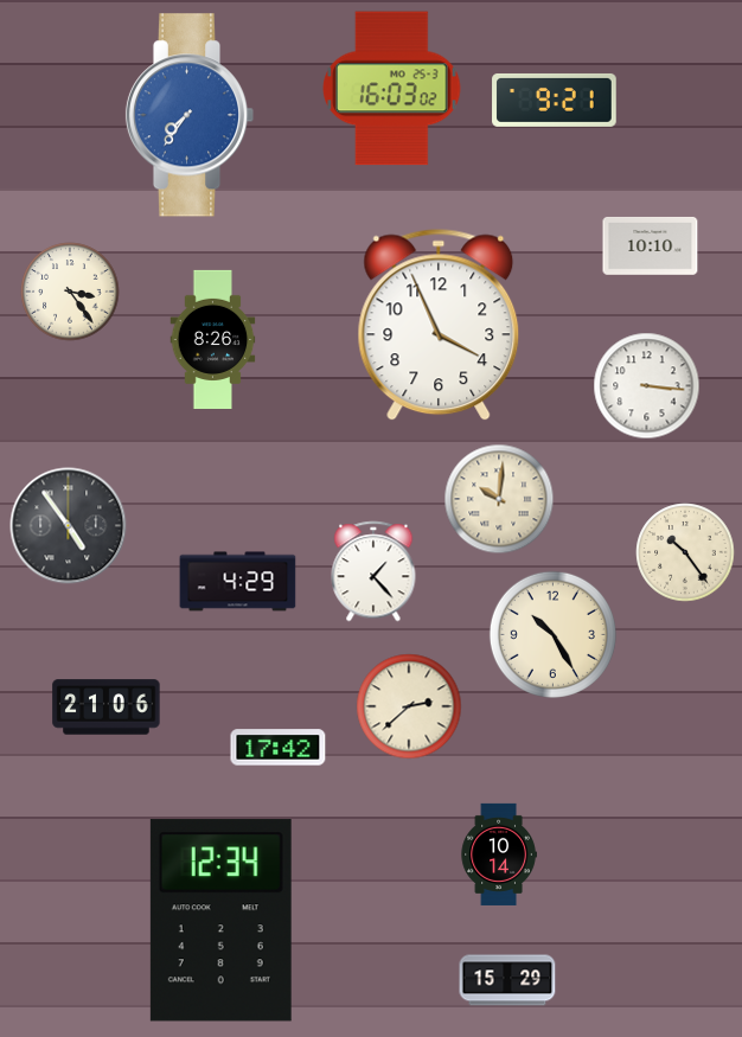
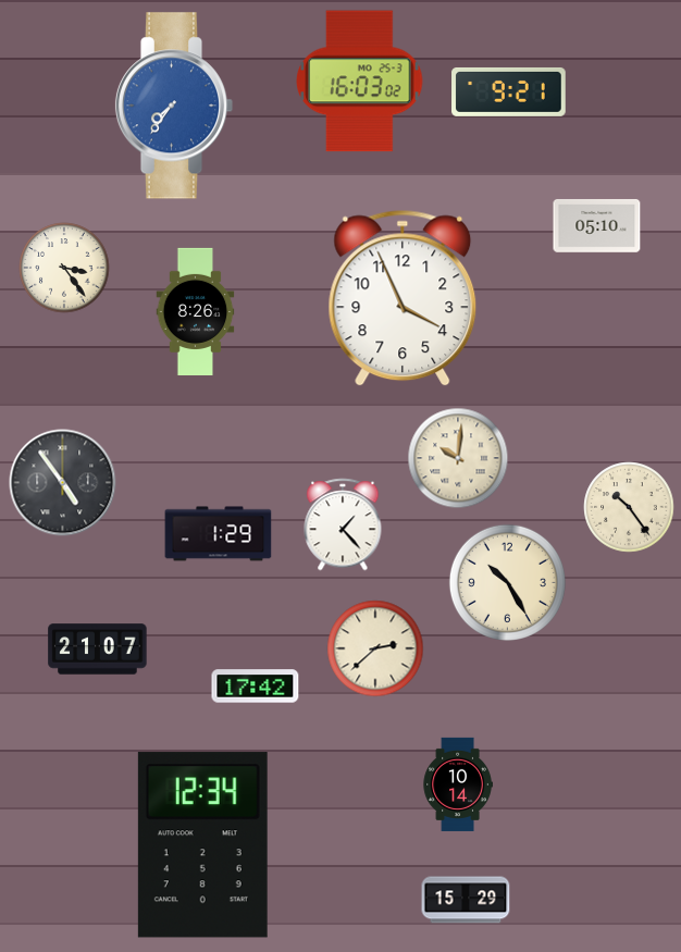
clock at (651, 247): 10:10 -> 05:10
clock at (647, 386): 3:16 -> none
clock at (238, 582): 4:29 -> 1:29
clock at (107, 708): 21:06 -> 21:07
